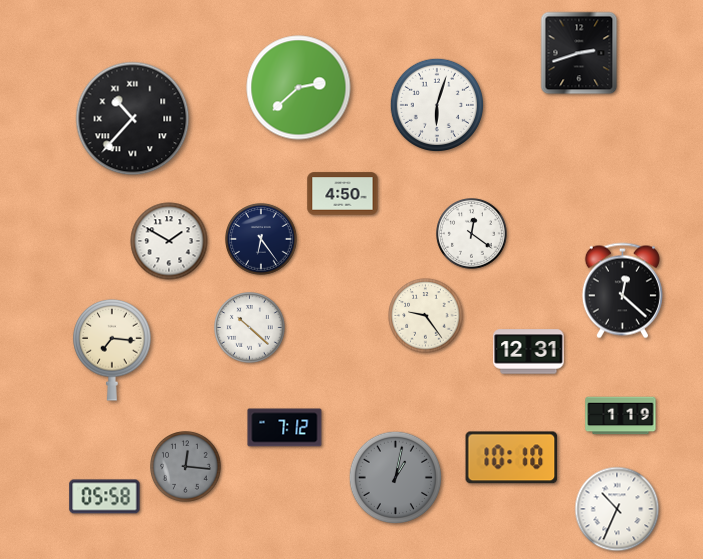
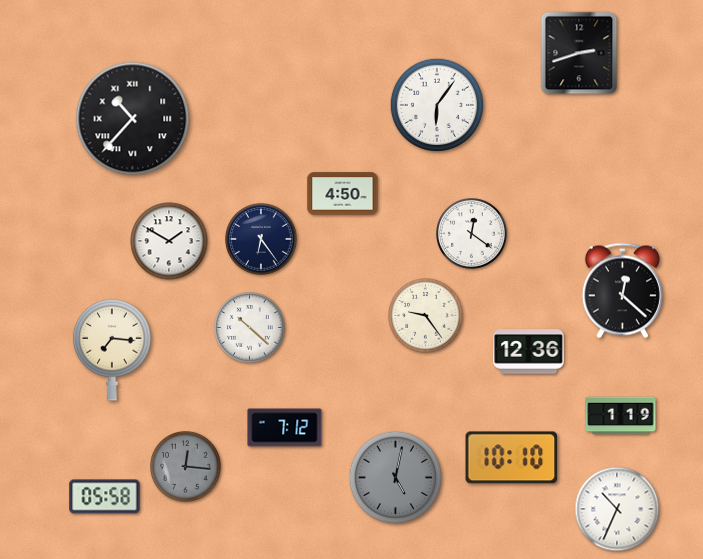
clock at (299, 88): 2:38 -> none
clock at (436, 104): 6:03 -> 6:06
clock at (529, 352): 12:31 -> 12:36
clock at (396, 478): 1:02 -> 5:02
